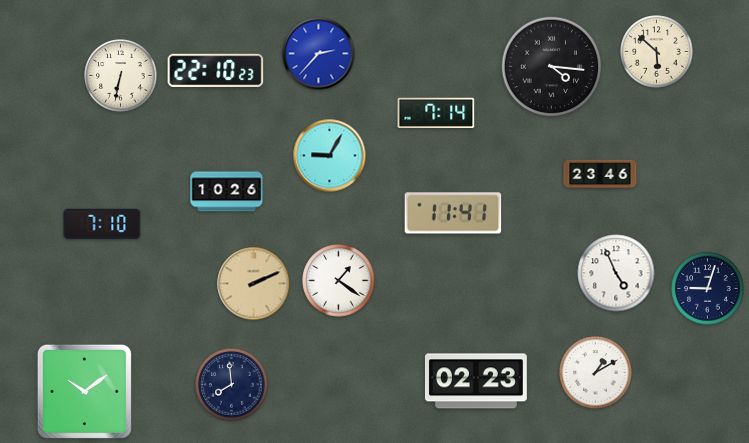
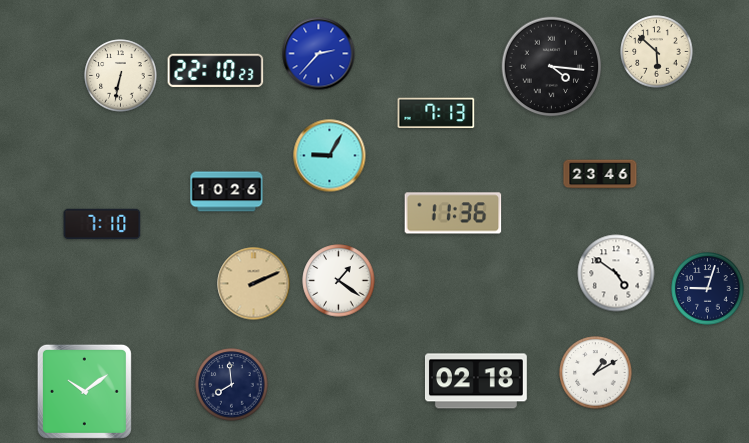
clock at (436, 113): 7:14 -> 7:13
clock at (453, 213): 11:41 -> 11:36
clock at (616, 273): 4:56 -> 4:51
clock at (476, 381): 02:23 -> 02:18
